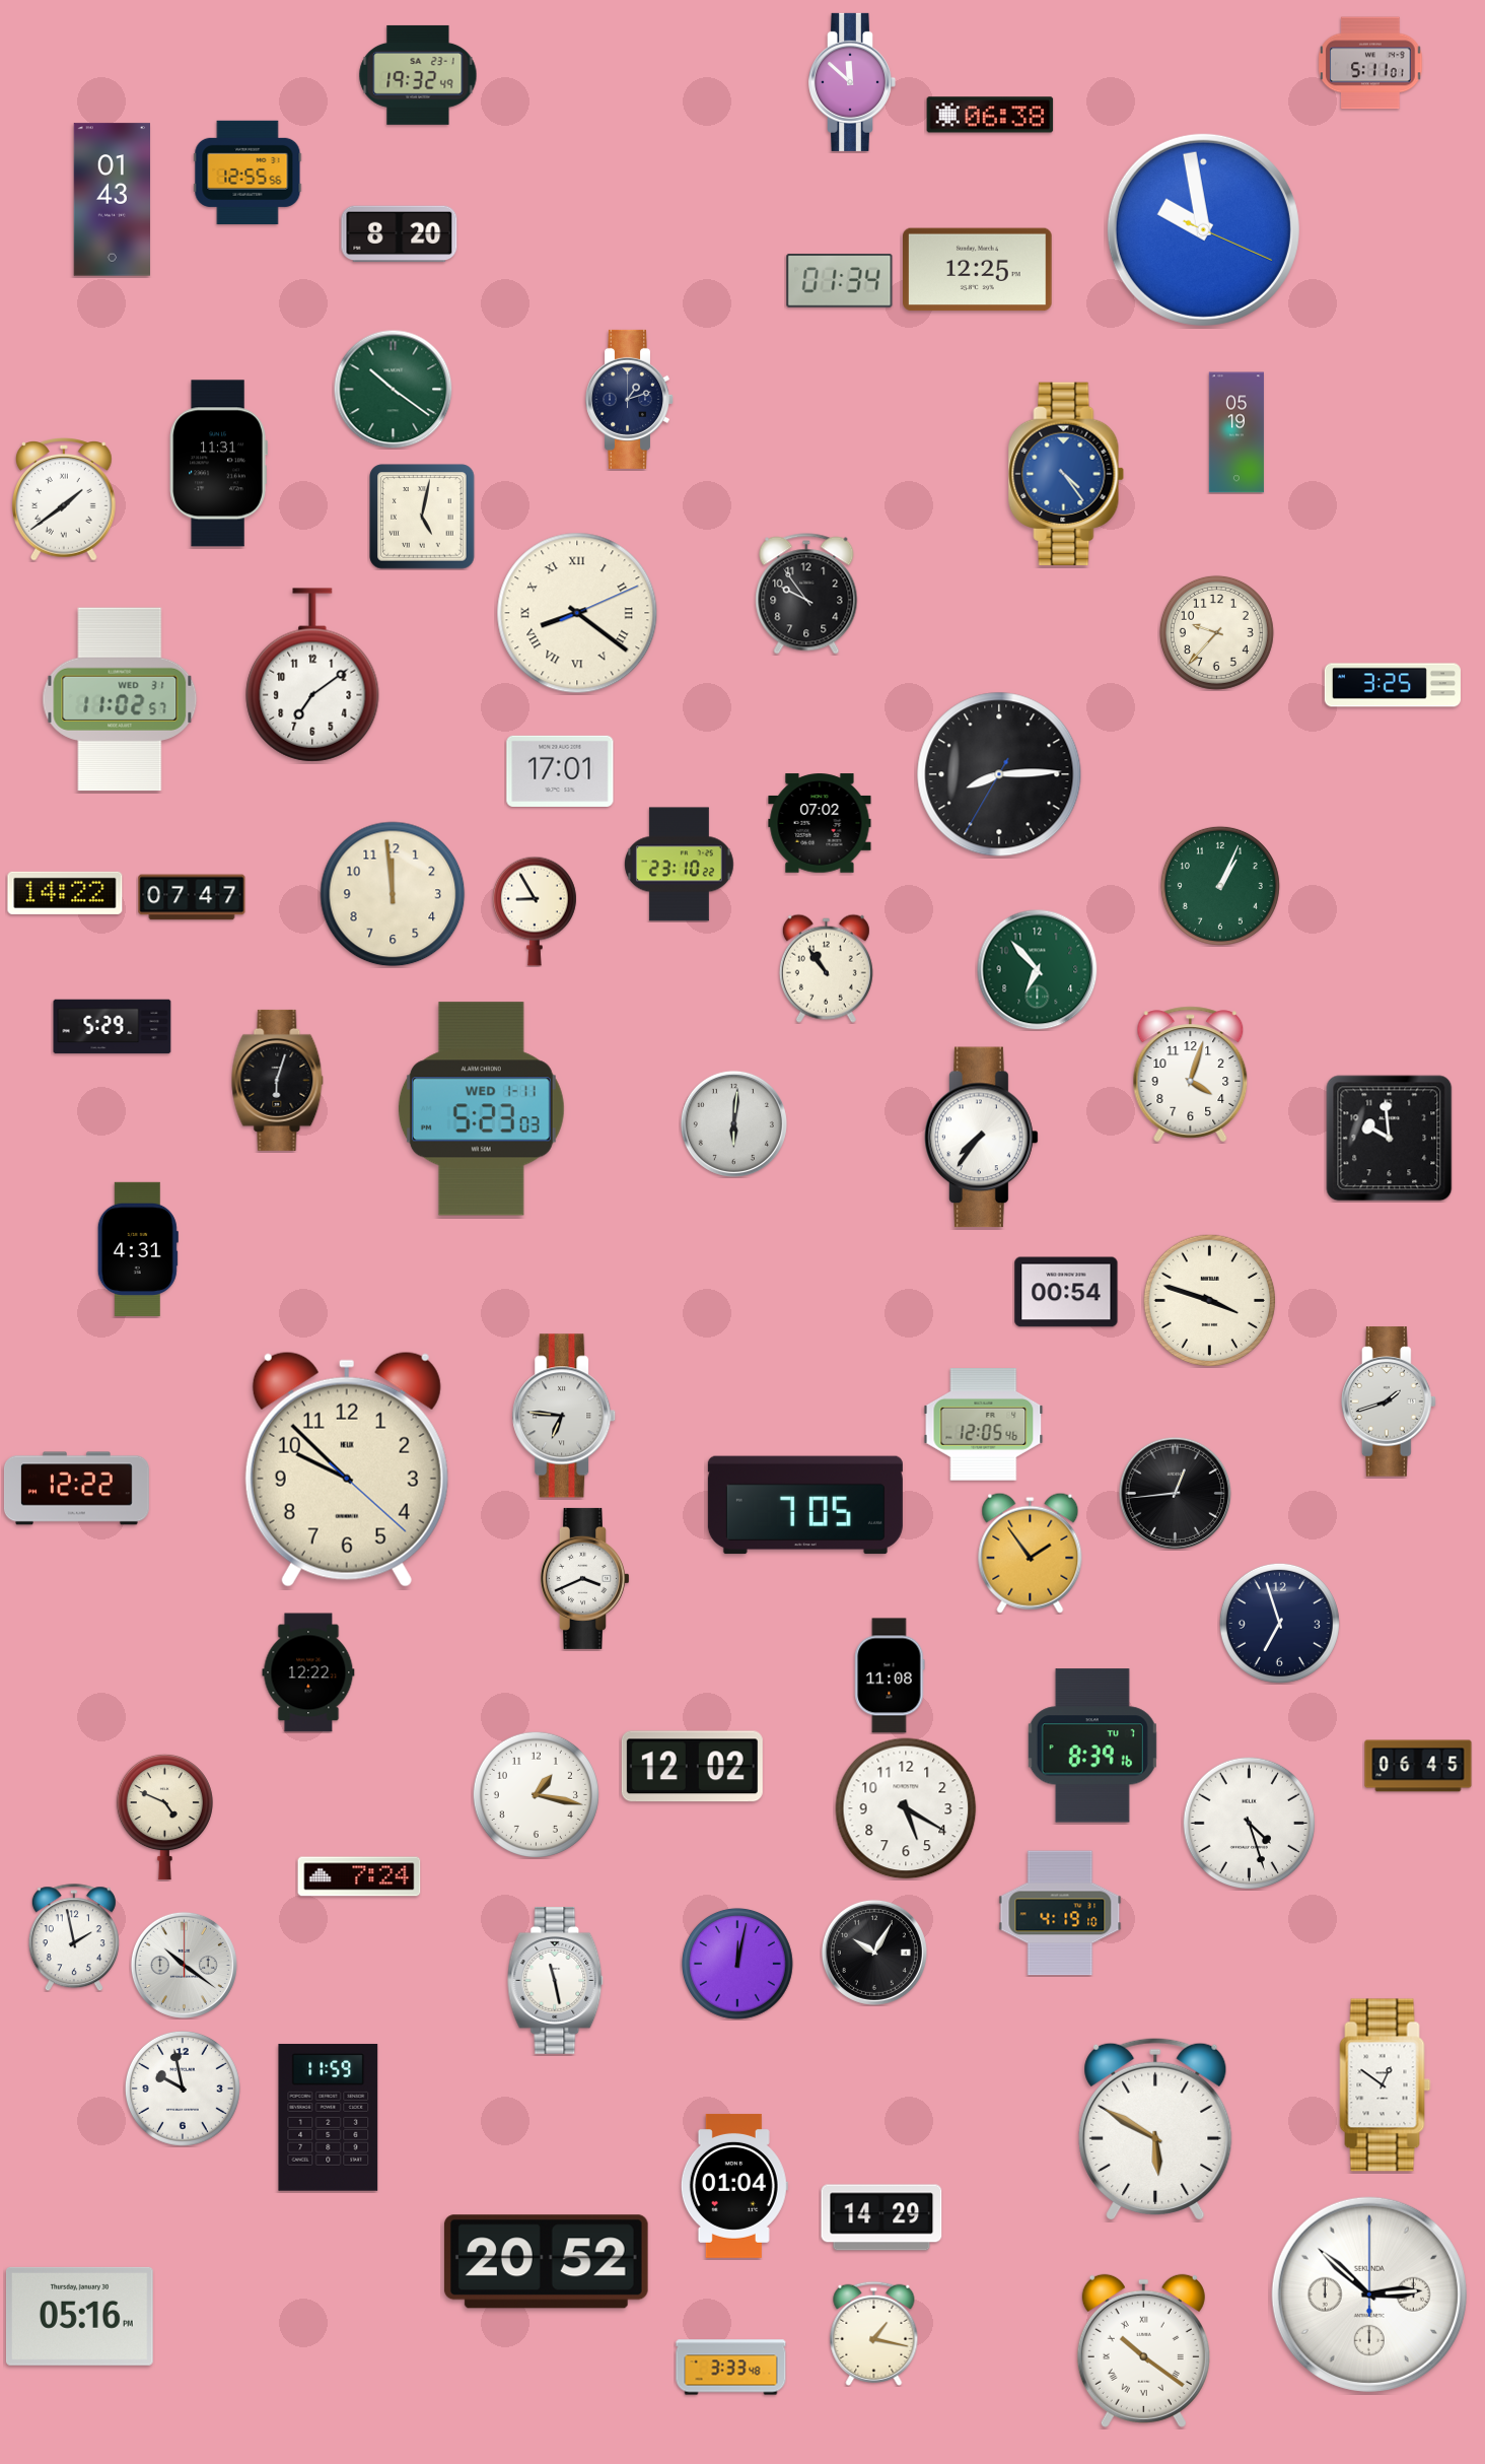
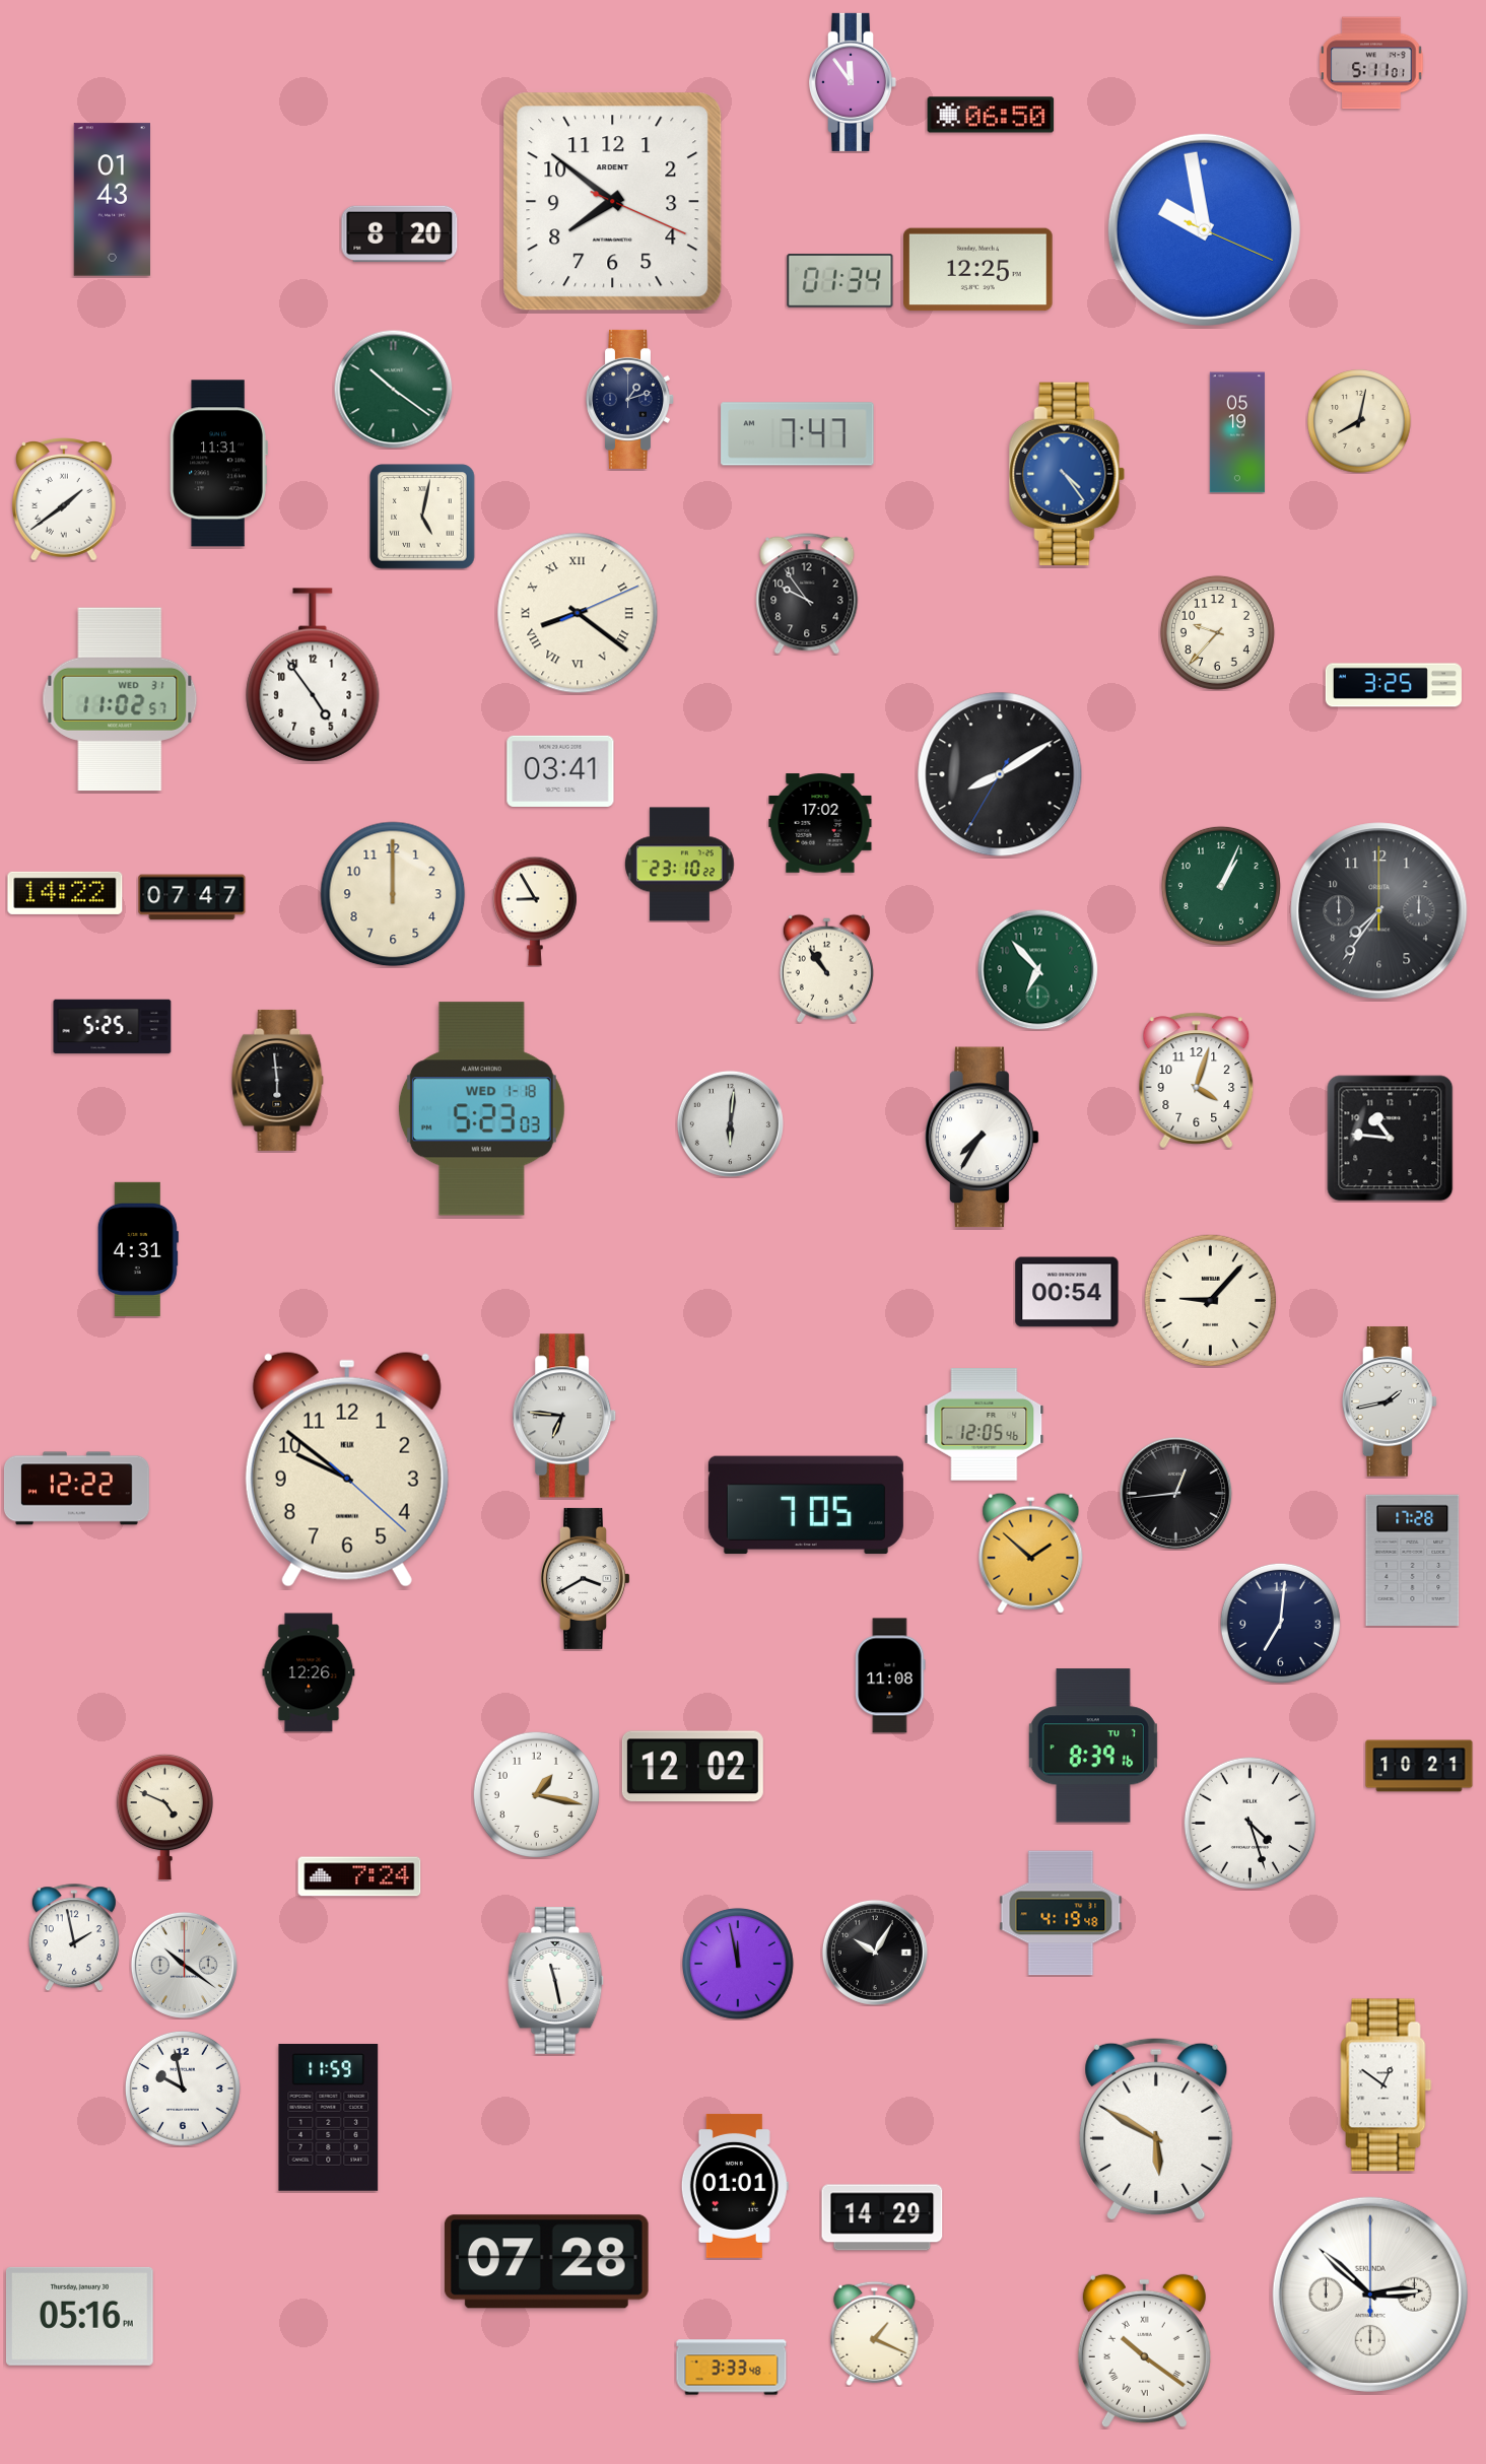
clock at (418, 75): 19:32 -> none
clock at (853, 82): 11:52 -> 11:54
clock at (990, 115): 06:38 -> 06:50
clock at (247, 173): 12:55 -> none
clock at (613, 202): none -> 7:51
clock at (1359, 421): none -> 8:02
clock at (798, 434): none -> 7:47
clock at (312, 675): 7:09 -> 4:54
clock at (560, 771): 17:01 -> 03:41
clock at (999, 774): 8:14 -> 8:09
clock at (820, 823): 07:02 -> 17:02
clock at (393, 894): 11:59 -> 12:00
clock at (1379, 911): none -> 7:36
clock at (113, 1027): 5:29 -> 5:25
clock at (1191, 1075) position: (1191, 1075) -> (1197, 1081)
clock at (278, 1080): 6:03 -> 5:59
clock at (481, 1109) date: WED 1-11 -> WED 1-18
clock at (733, 1123) position: (733, 1123) -> (730, 1123)
clock at (982, 1138): 7:36 -> 7:35
clock at (1390, 1139): 9:59 -> 10:46
clock at (1210, 1301): 3:48 -> 9:07
clock at (1389, 1401): 1:42 -> 1:43
clock at (347, 1469): 9:52 -> 9:51
clock at (1031, 1553): 1:54 -> 1:52
clock at (1413, 1560): none -> 17:28
clock at (585, 1578): 3:41 -> 3:40
clock at (1279, 1623): 6:57 -> 7:01
clock at (308, 1672): 12:22 -> 12:26
clock at (1418, 1766): 06:45 -> 10:21
clock at (906, 1808): 5:20 -> none
clock at (1060, 1913): 4:19:10 -> 4:19:48
clock at (737, 1964): 12:02 -> 11:58
clock at (734, 2186): 01:04 -> 01:01
clock at (546, 2262): 20:52 -> 07:28
clock at (874, 2333): 1:17 -> 1:19
